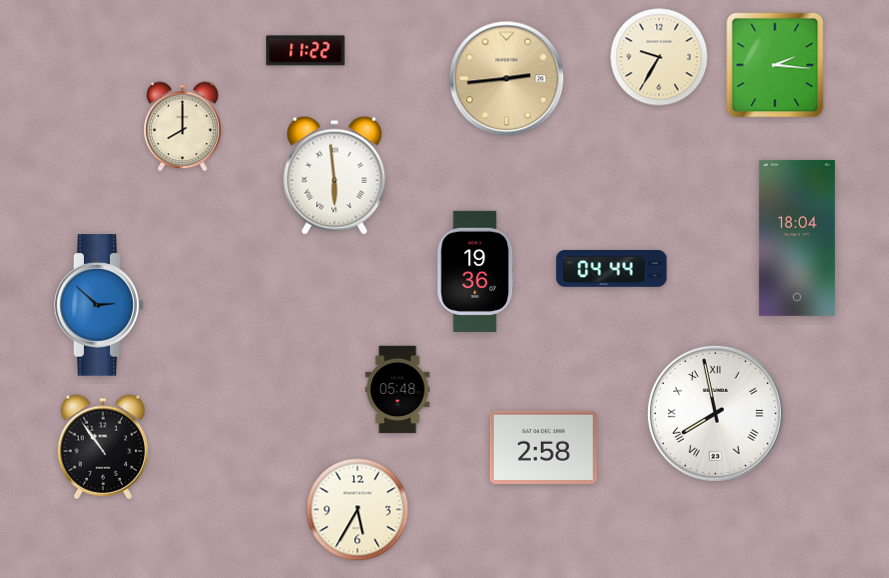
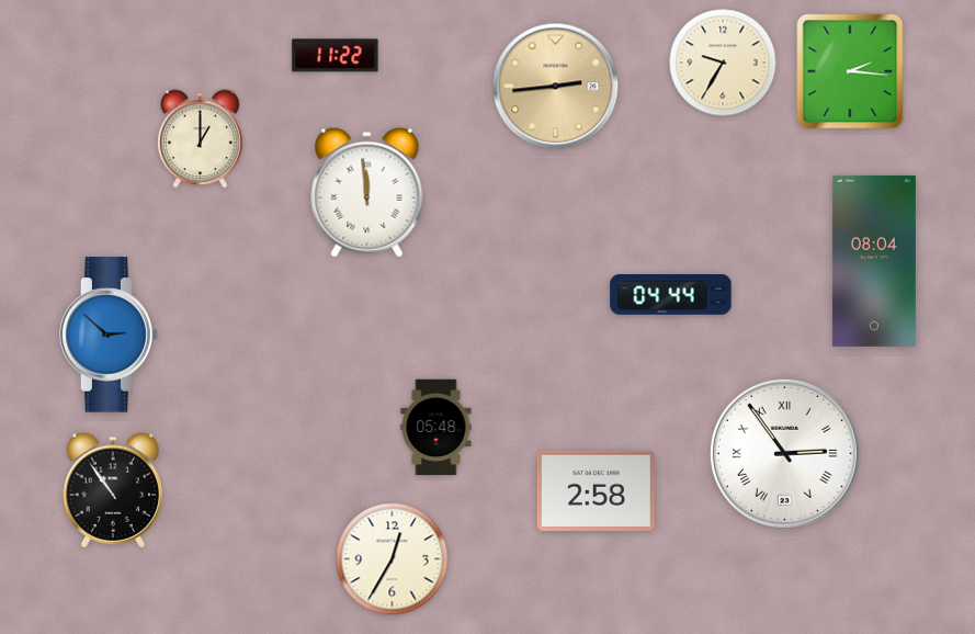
clock at (183, 127): 8:00 -> 1:00
clock at (335, 175): 5:59 -> 11:59
clock at (797, 238): 18:04 -> 08:04
clock at (475, 271): 19:36 -> none
clock at (715, 413): 7:58 -> 2:54
clock at (358, 510): 5:35 -> 12:35
